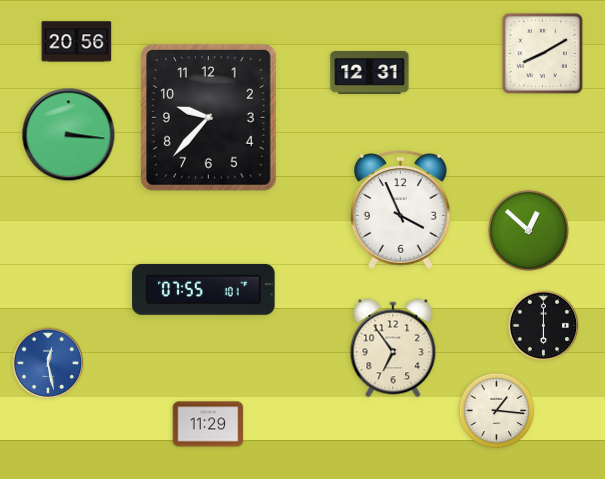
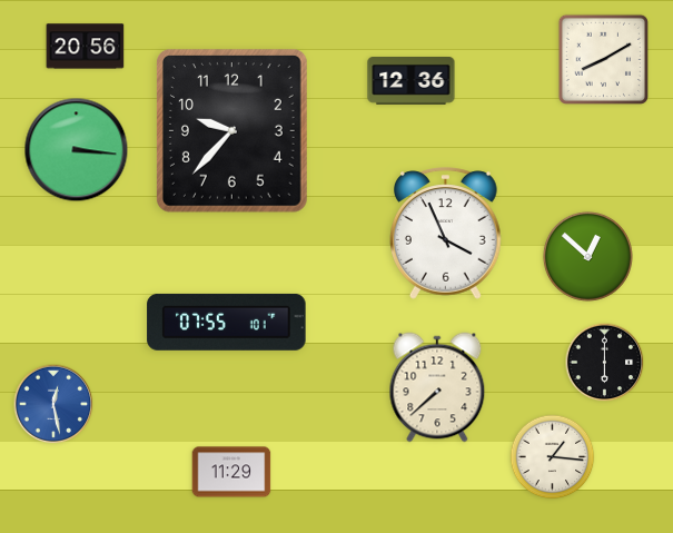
clock at (370, 73): 12:31 -> 12:36
clock at (393, 348): 6:54 -> 7:38
